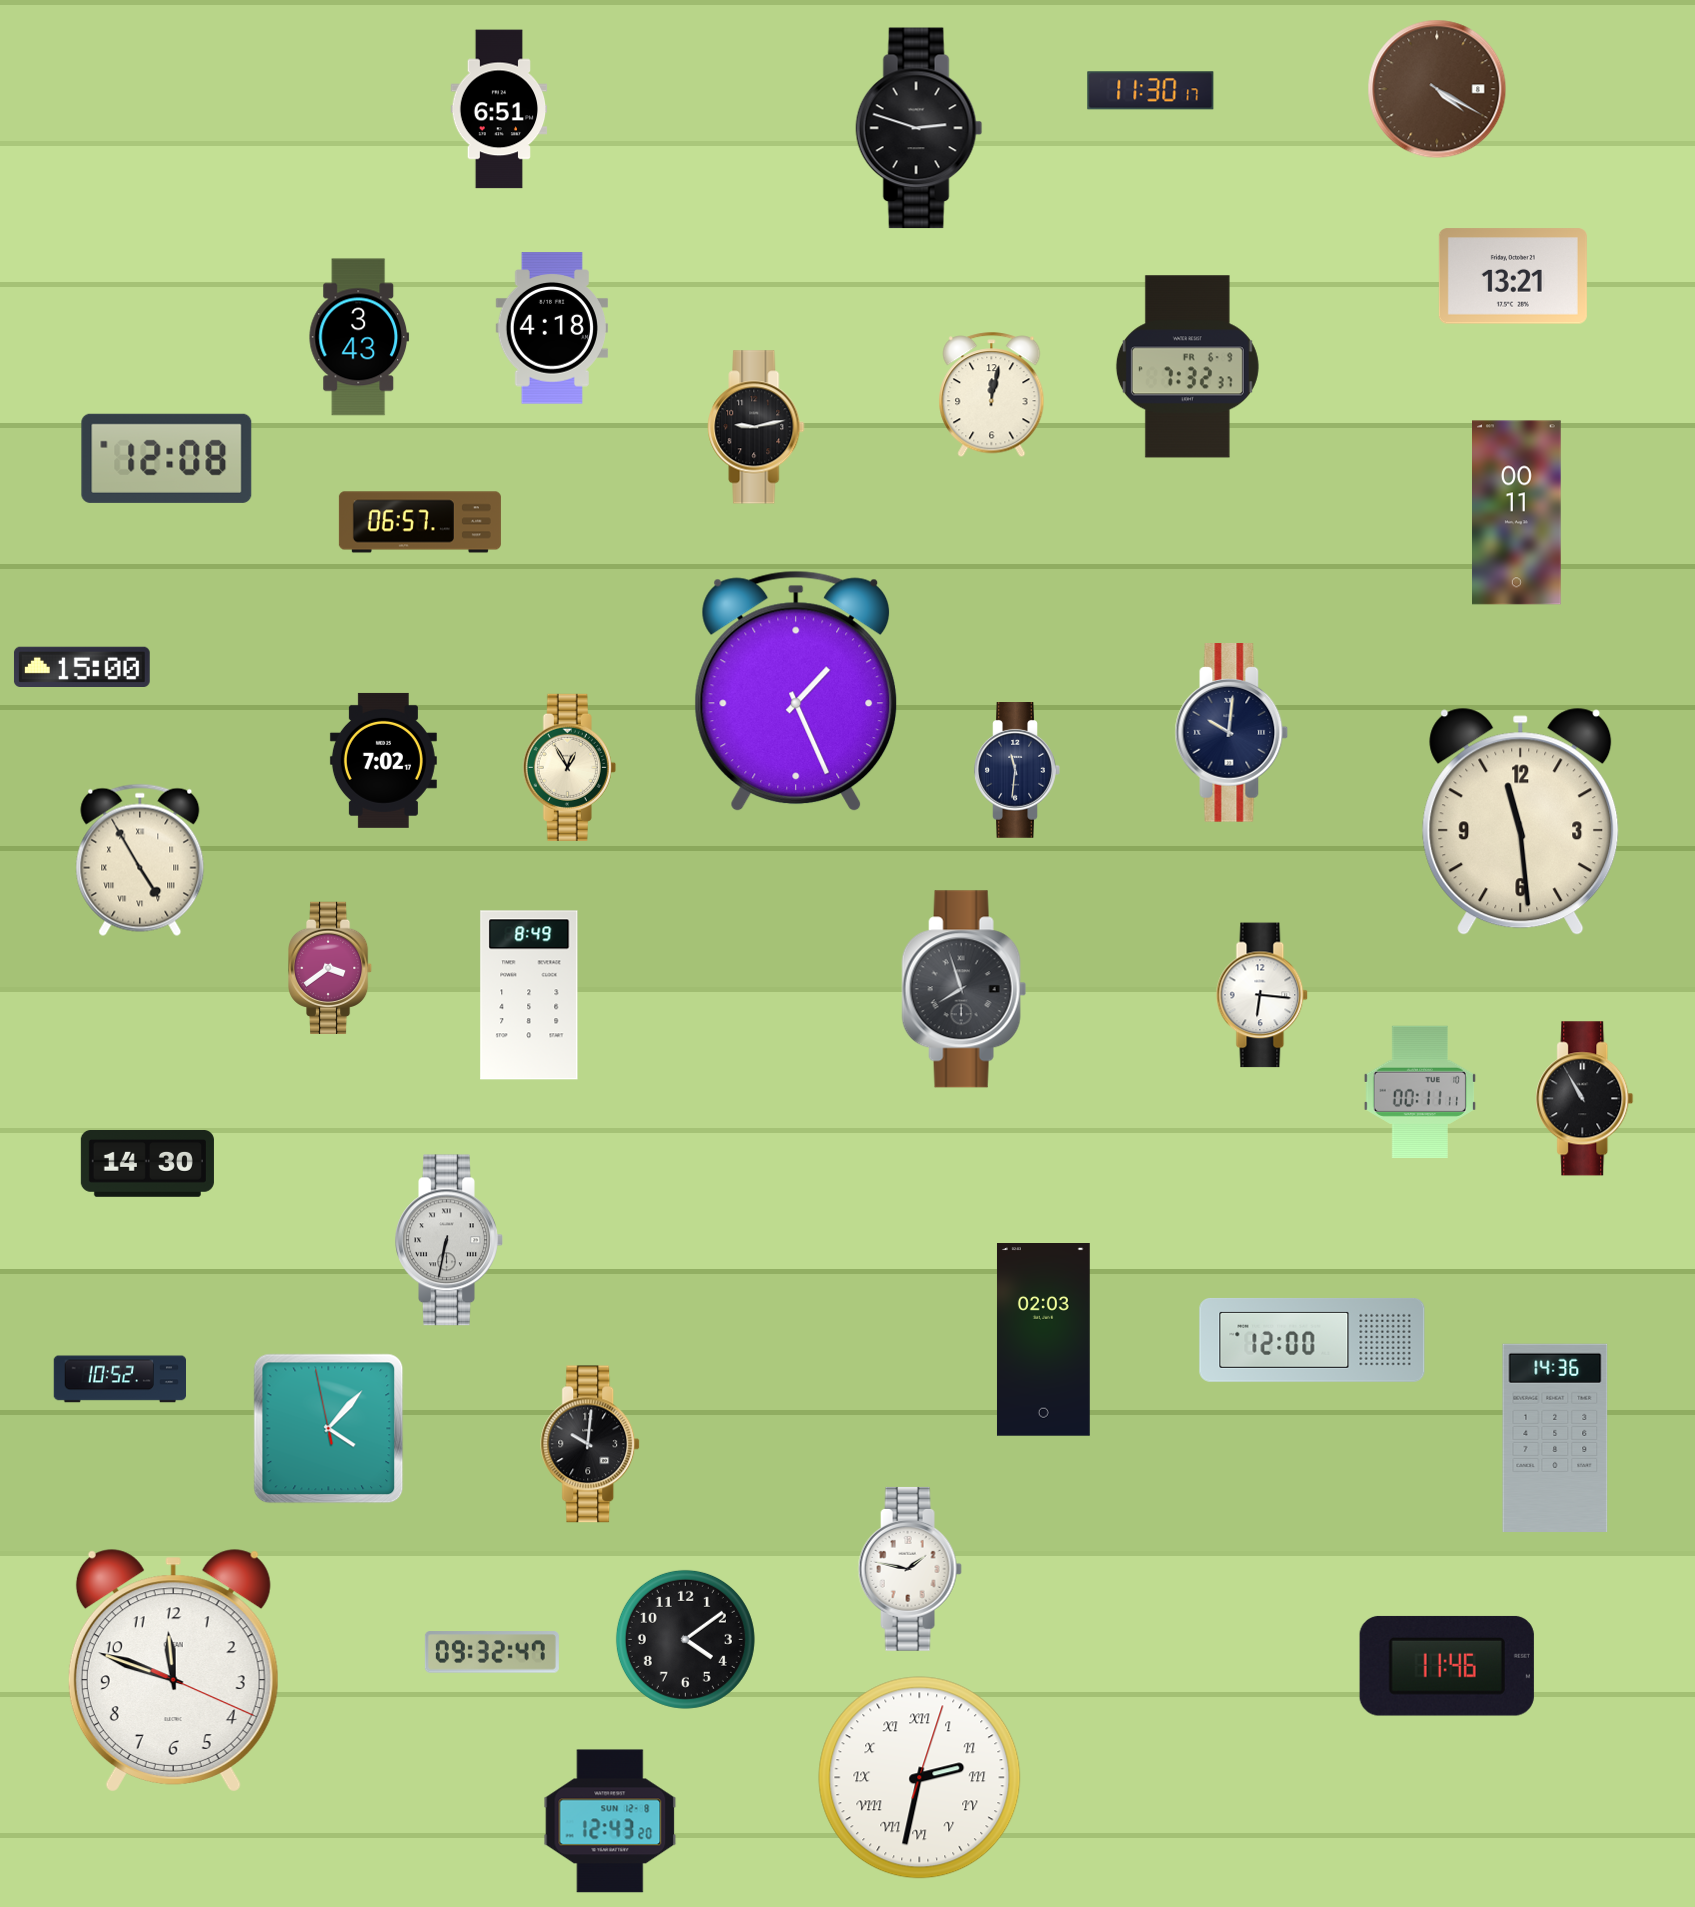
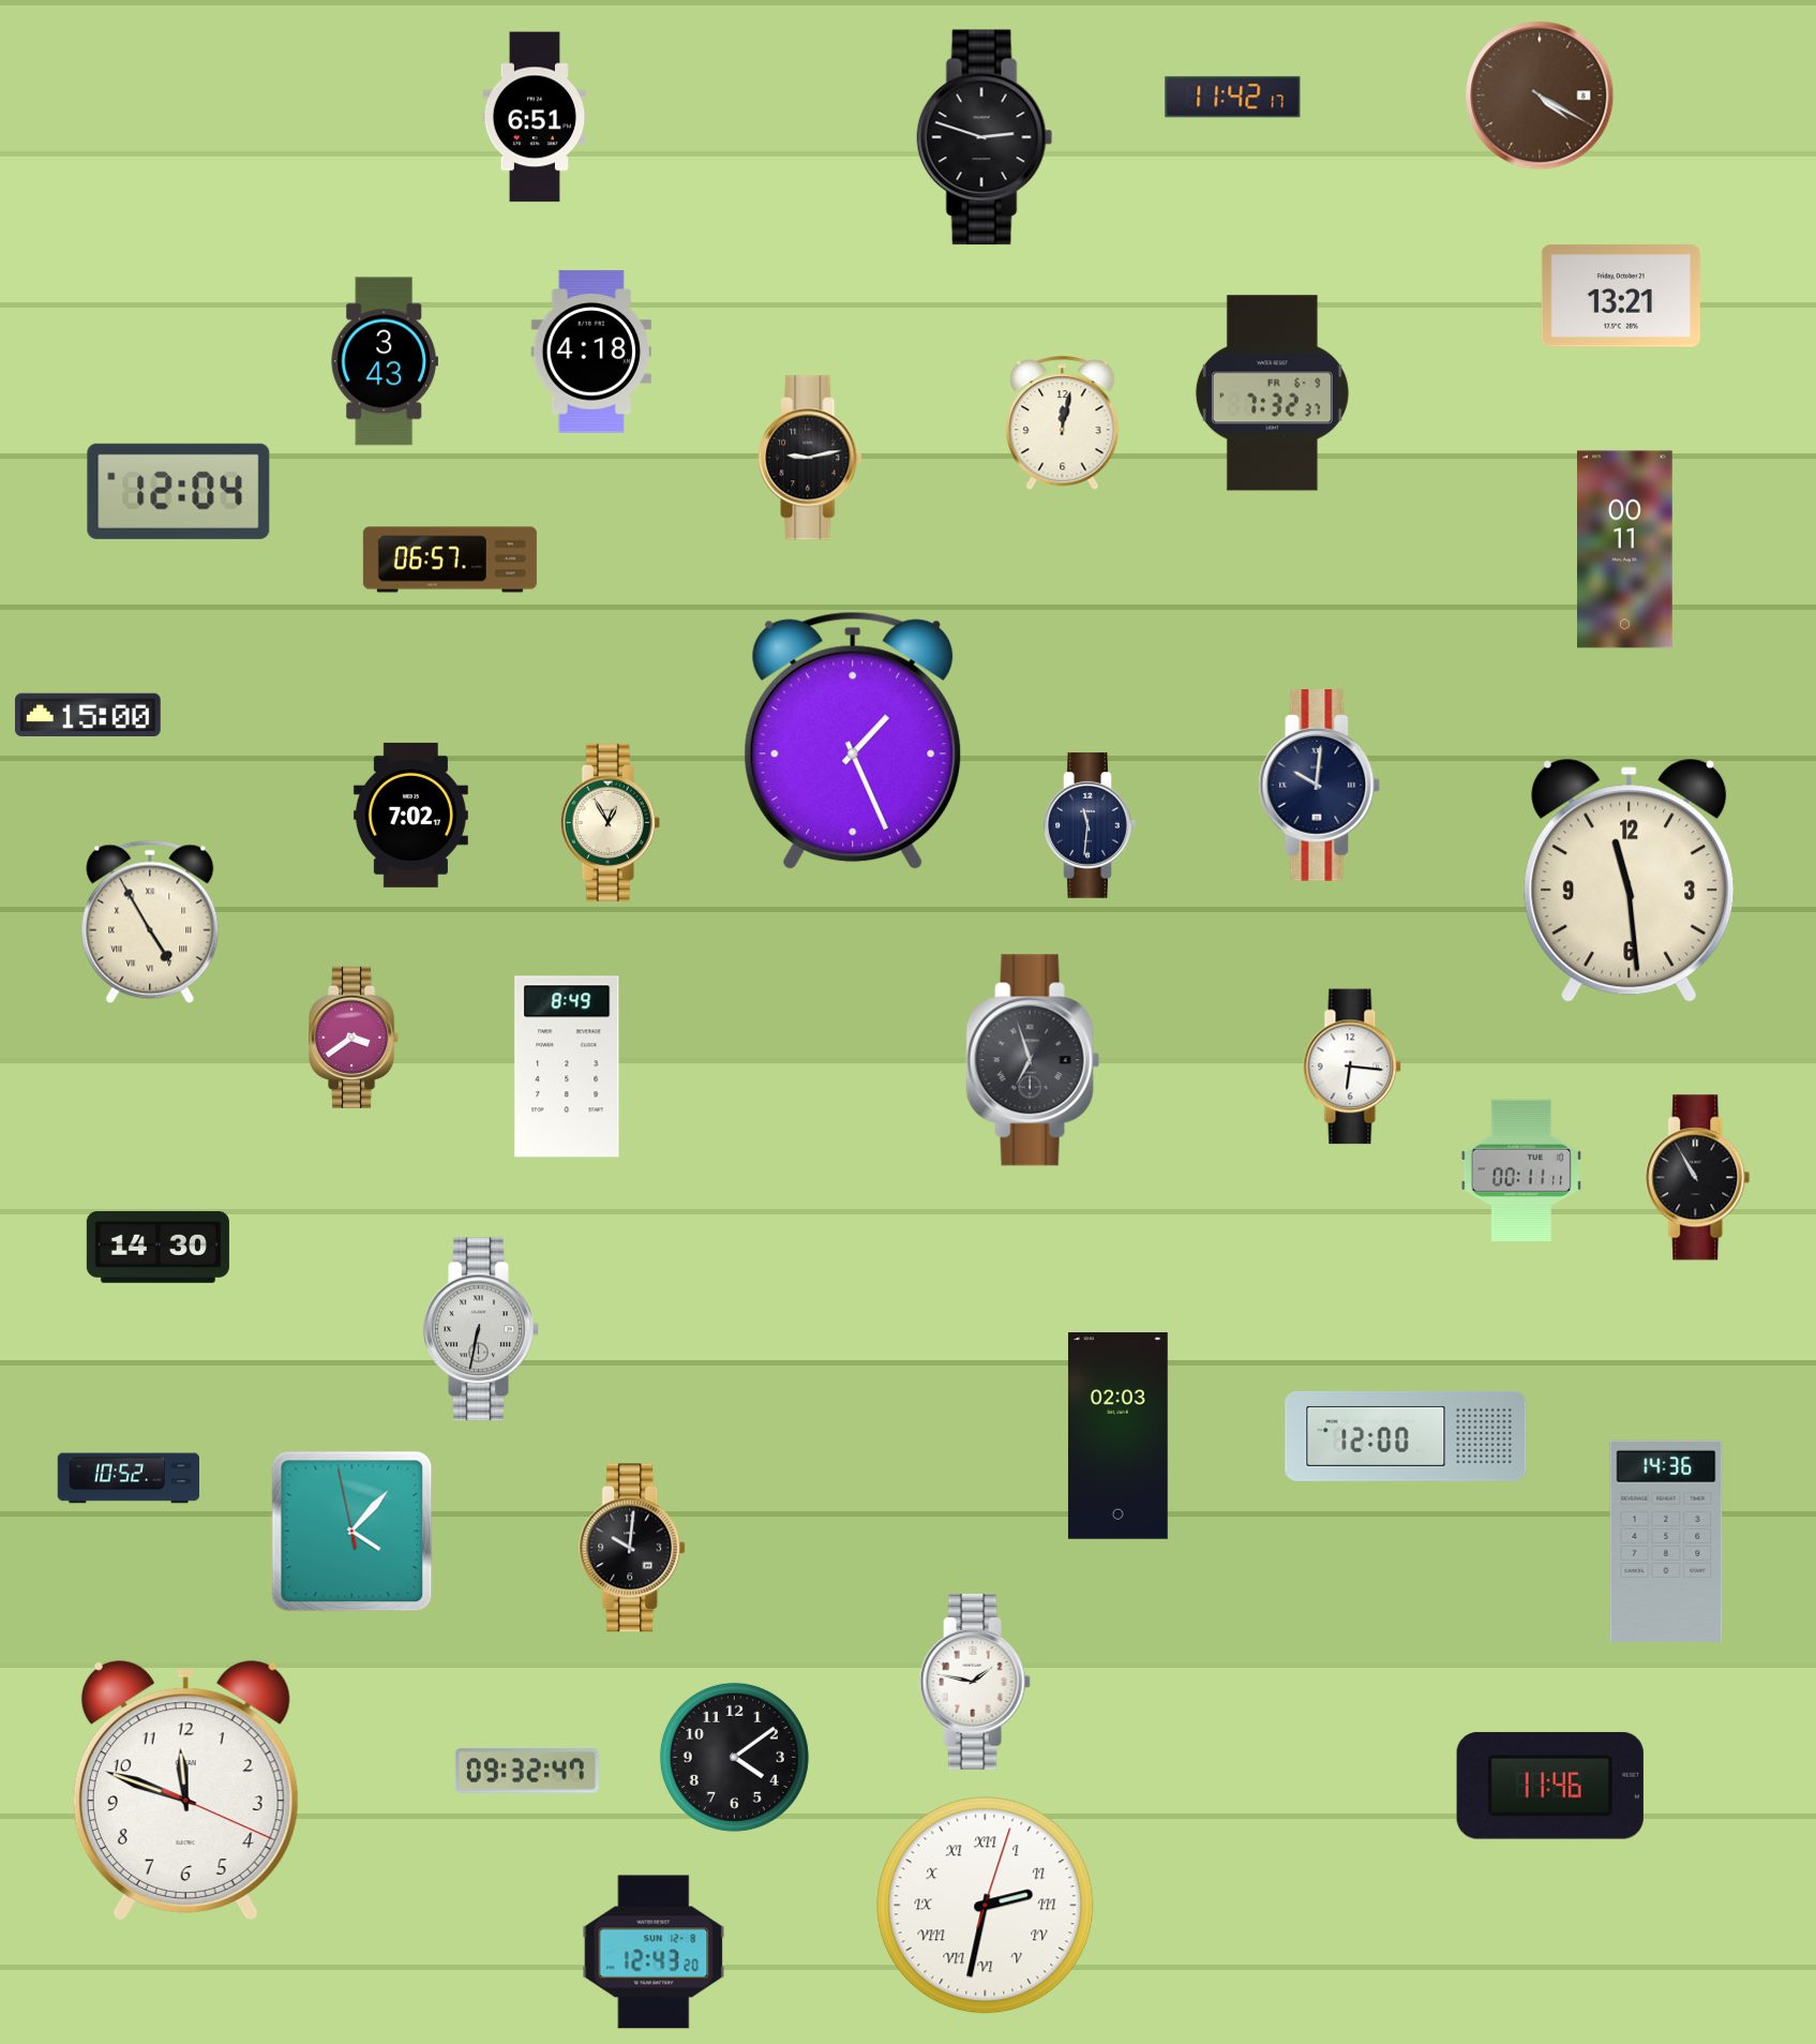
clock at (1151, 91): 11:30 -> 11:42
clock at (167, 458): 12:08 -> 12:04
clock at (964, 989): 7:57 -> 6:57
